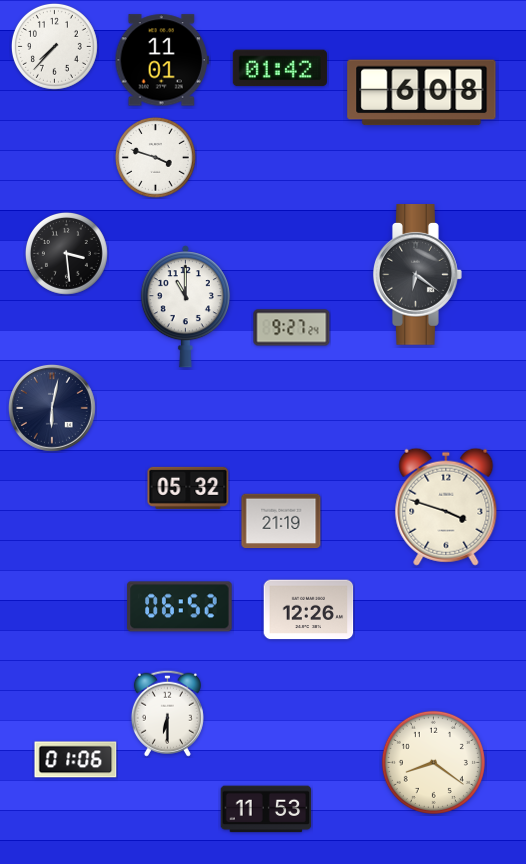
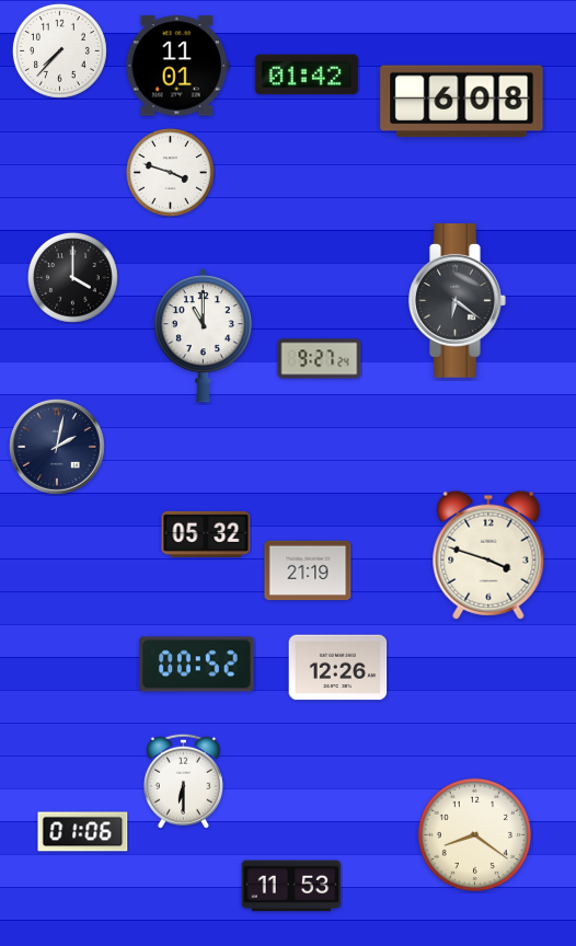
clock at (66, 253): 3:29 -> 4:00
clock at (52, 408): 6:02 -> 2:02
clock at (180, 607): 06:52 -> 00:52
